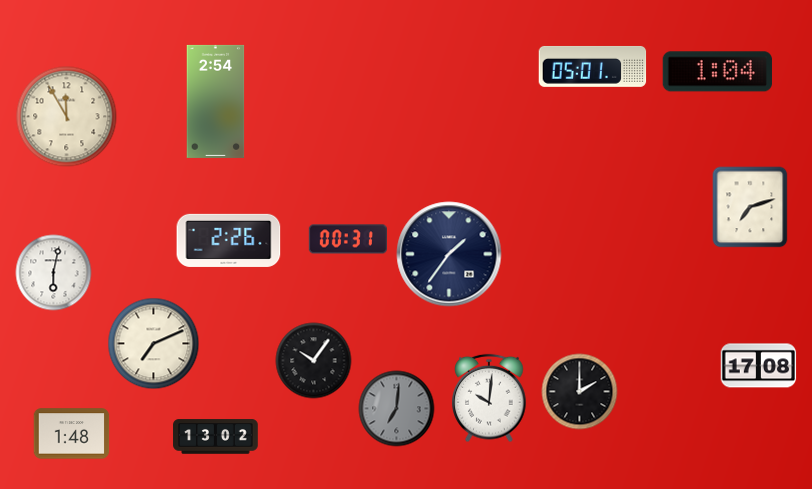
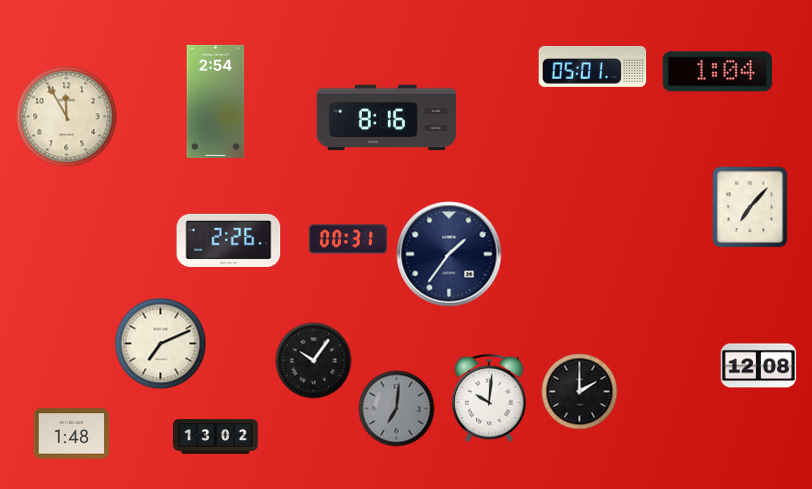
clock at (387, 118): none -> 8:16
clock at (750, 207): 7:12 -> 7:07
clock at (54, 273): 6:02 -> none
clock at (154, 344) position: (154, 344) -> (161, 344)
clock at (759, 366): 17:08 -> 12:08
